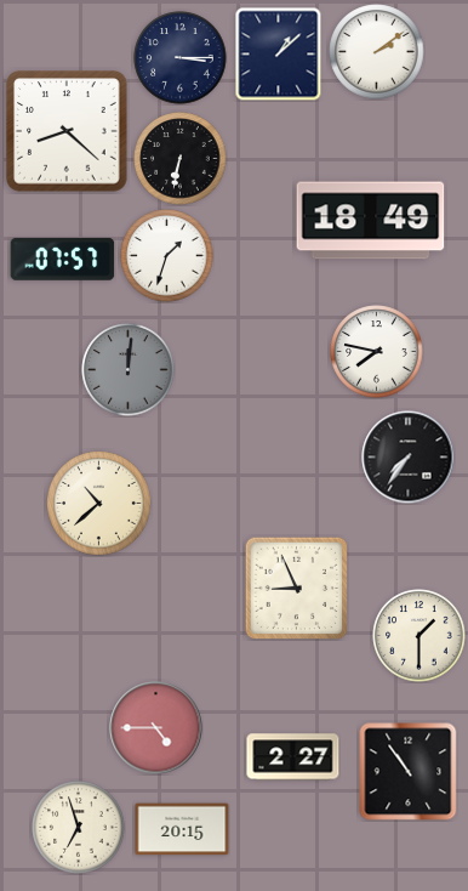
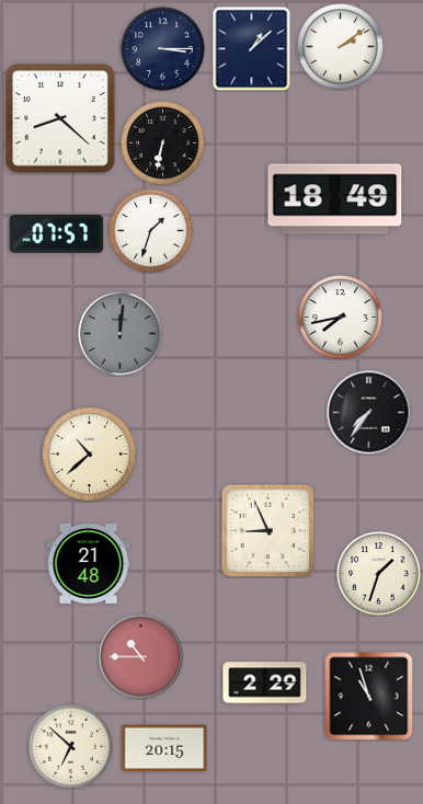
clock at (181, 58) position: (181, 58) -> (163, 49)
clock at (377, 352): 7:47 -> 7:43
clock at (129, 370) position: (129, 370) -> (121, 334)
clock at (89, 563): none -> 21:48
clock at (420, 636): 1:30 -> 1:33
clock at (156, 728): 4:45 -> 10:45
clock at (293, 757): 2:27 -> 2:29
clock at (409, 772): 10:54 -> 10:57
clock at (79, 828): 6:57 -> 6:52
